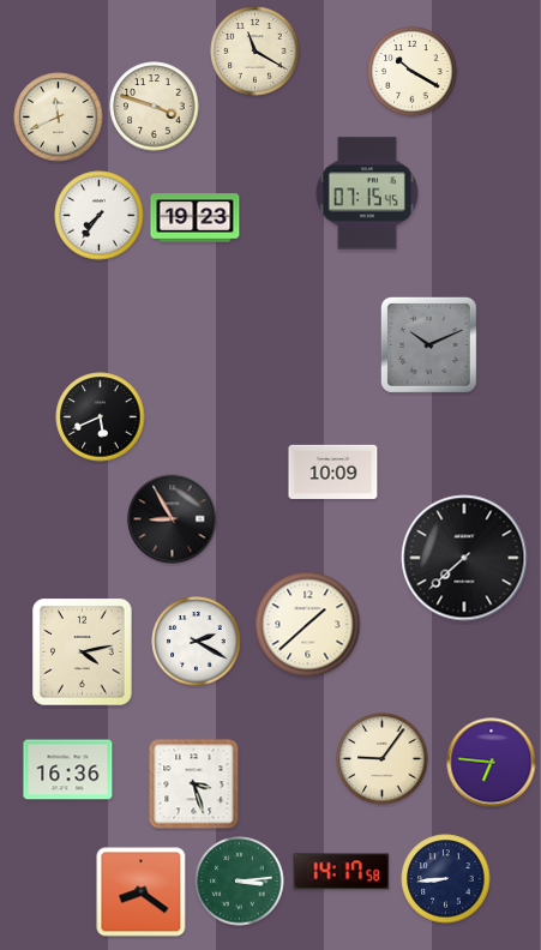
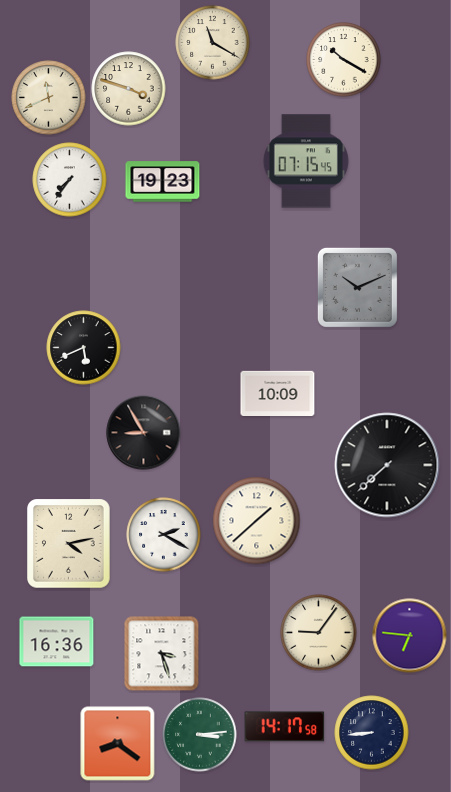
clock at (100, 216) position: (100, 216) -> (70, 180)
